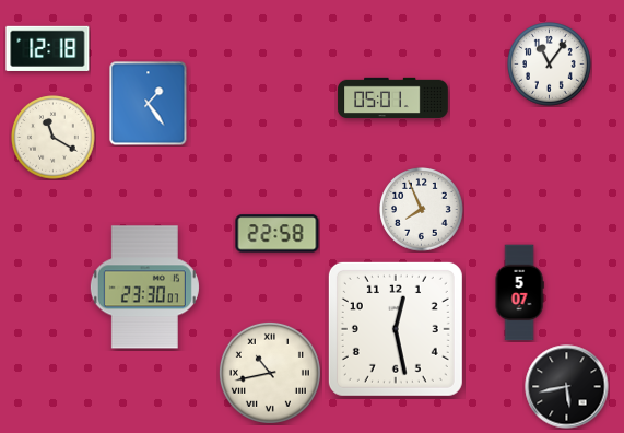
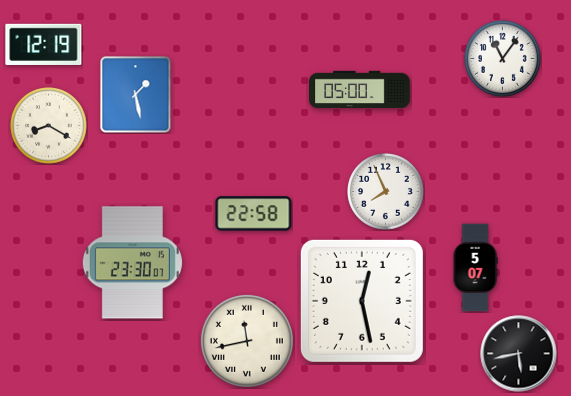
clock at (48, 48): 12:18 -> 12:19
clock at (393, 98): 05:01 -> 05:00
clock at (149, 104): 1:24 -> 1:28
clock at (54, 138): 11:20 -> 8:20
clock at (270, 373): 10:43 -> 11:43
